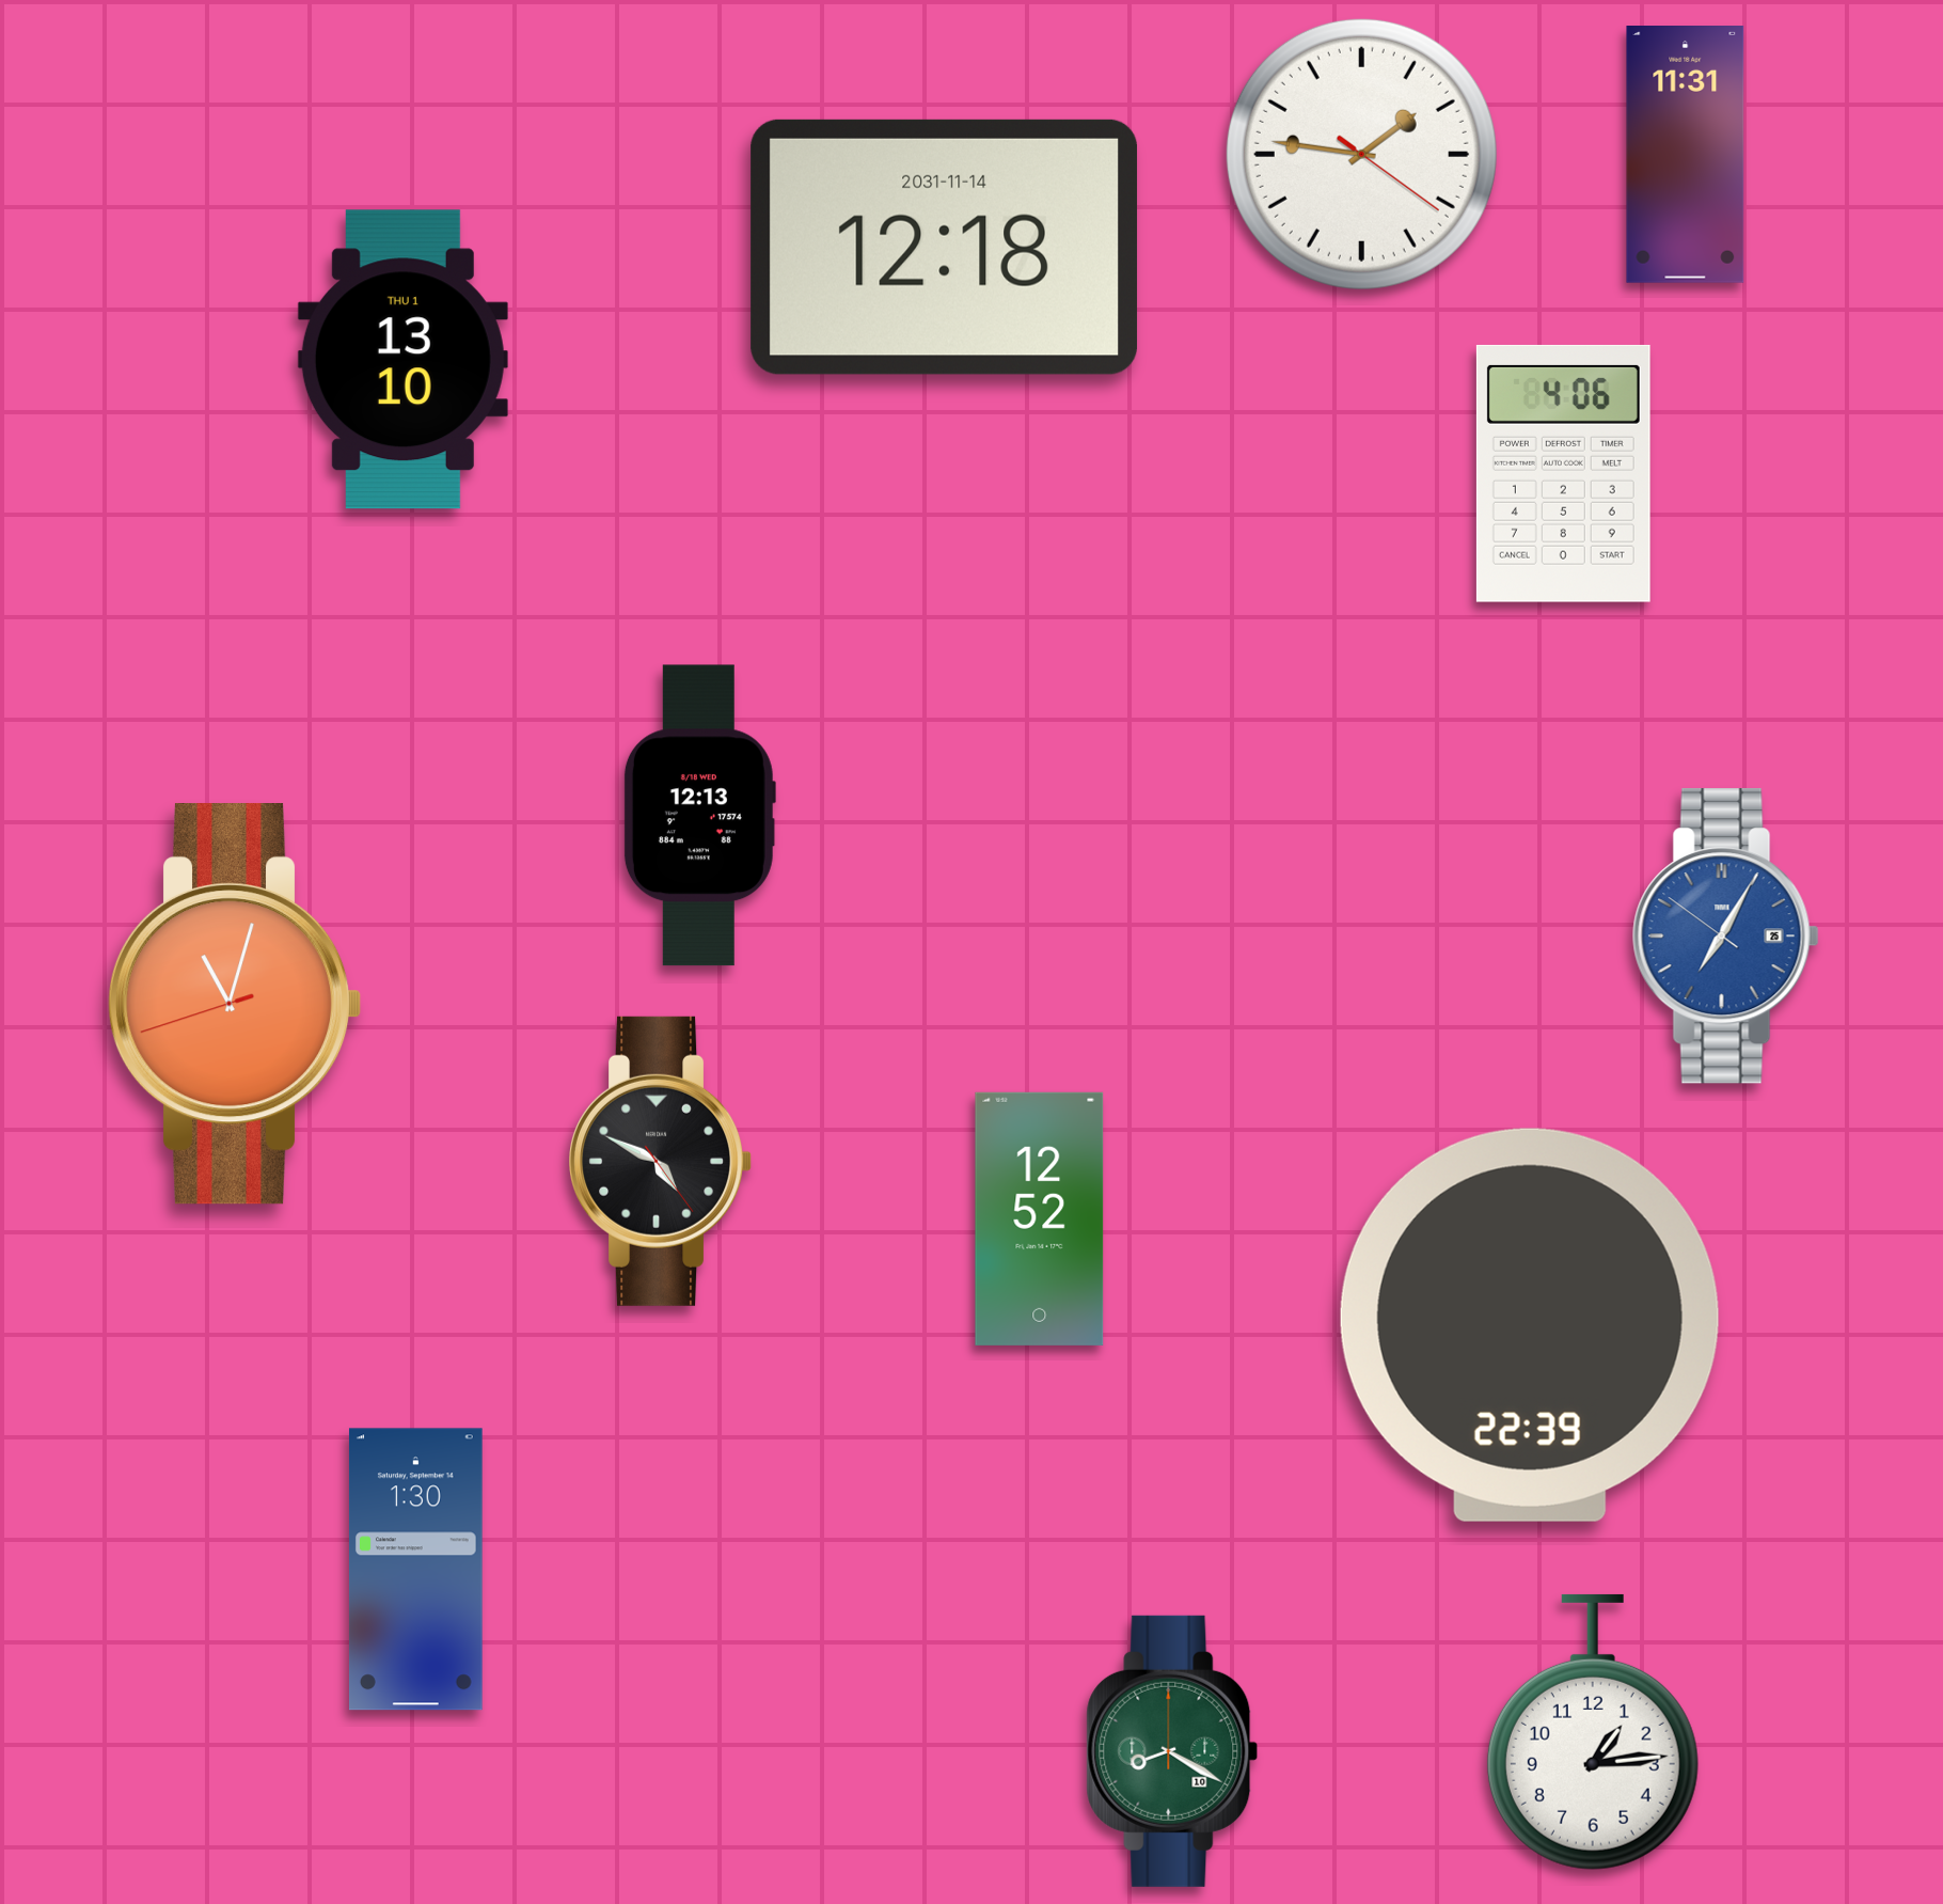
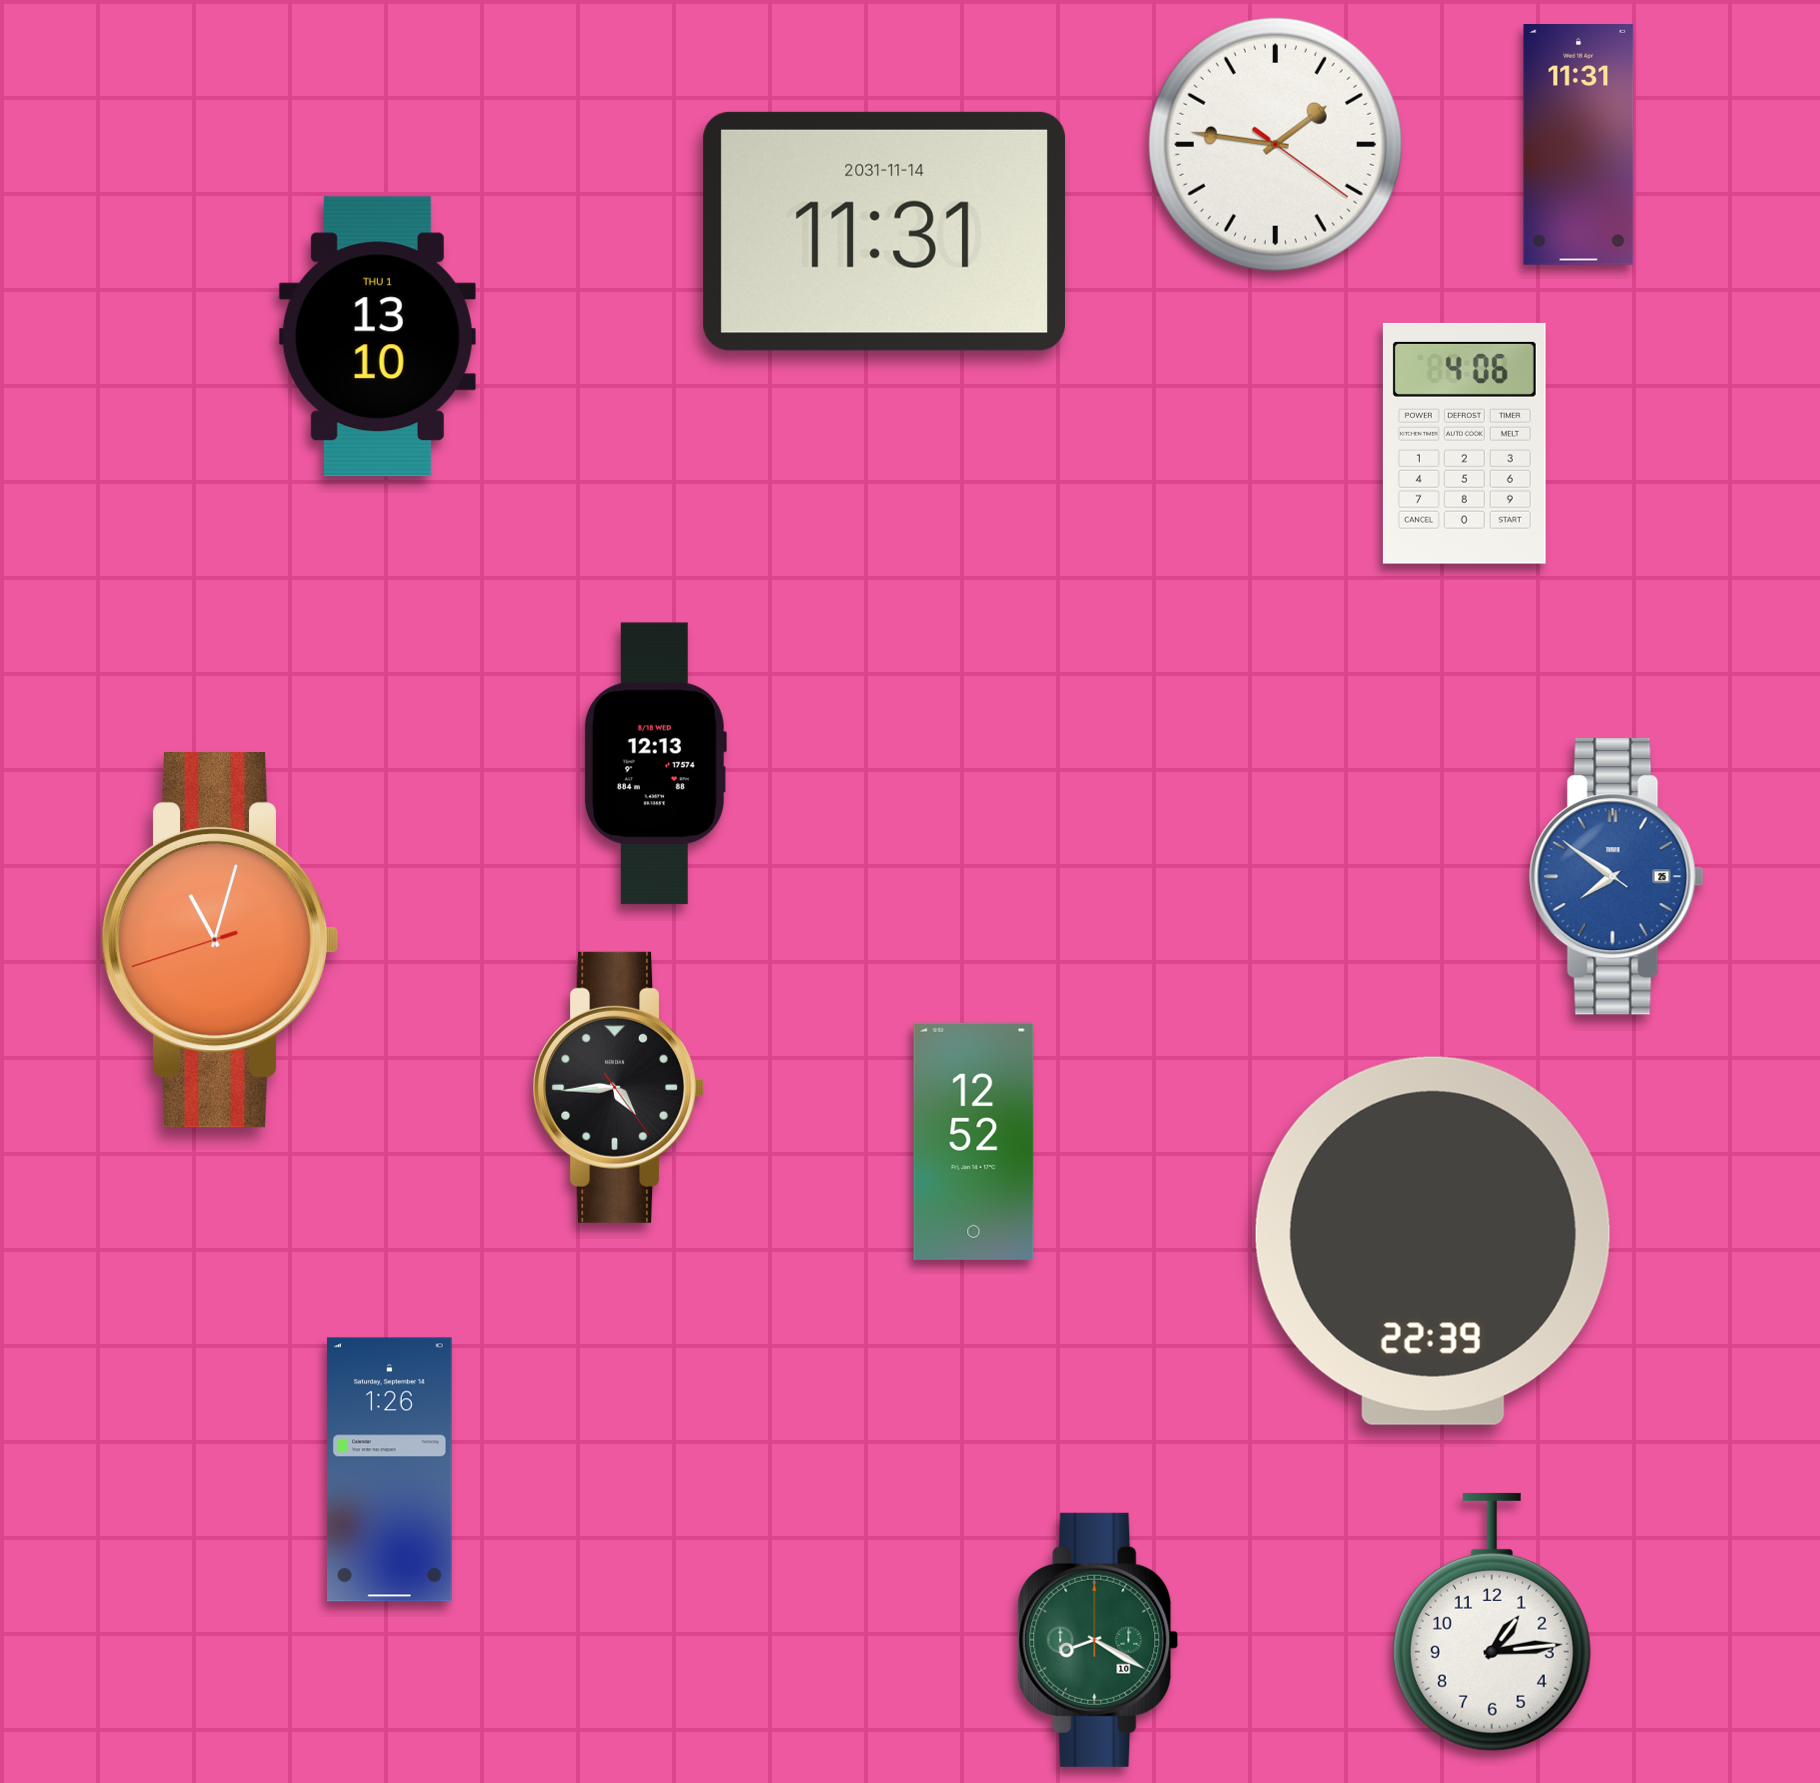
clock at (945, 247): 12:18 -> 11:31
clock at (1725, 937): 7:04 -> 7:50
clock at (661, 1161): 4:49 -> 4:44
clock at (415, 1570): 1:30 -> 1:26
